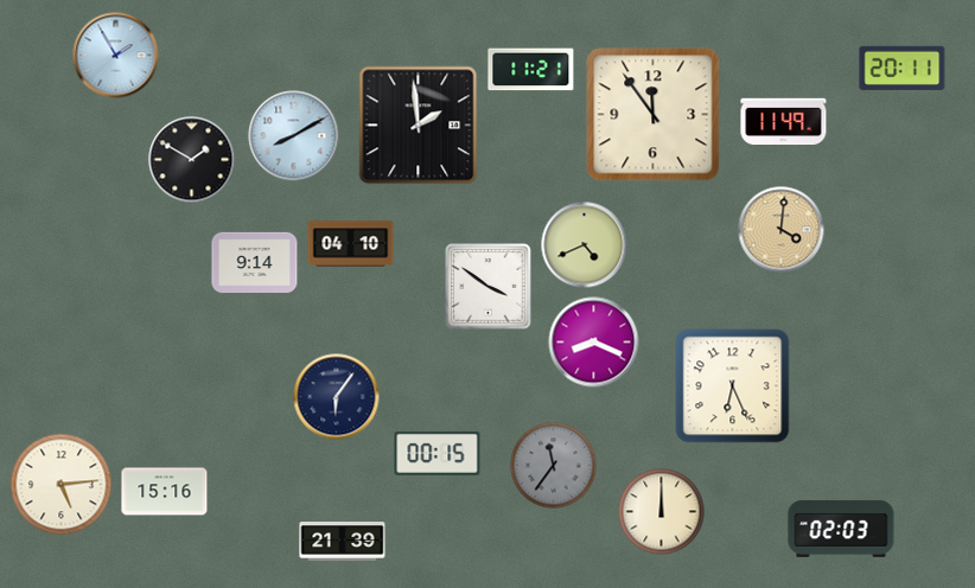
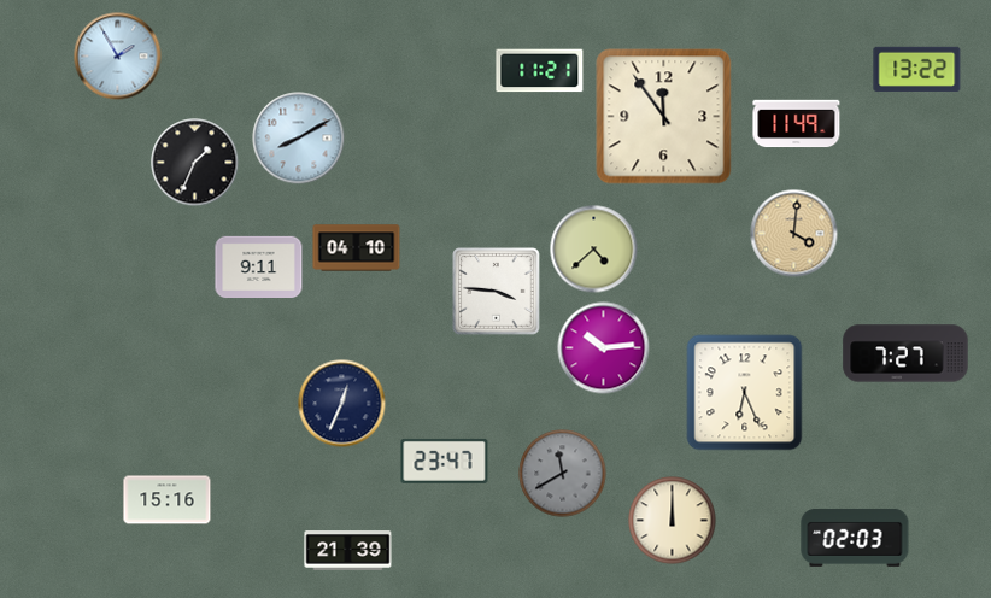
clock at (903, 68): 20:11 -> 13:22
clock at (419, 126): 1:59 -> none
clock at (192, 160): 1:50 -> 1:34
clock at (585, 245): 4:41 -> 4:38
clock at (255, 262): 9:14 -> 9:11
clock at (489, 287): 3:51 -> 3:46
clock at (594, 343): 8:19 -> 10:14
clock at (905, 353): none -> 7:27
clock at (337, 397): 6:06 -> 12:34
clock at (438, 453): 00:15 -> 23:47
clock at (554, 466): 11:36 -> 11:40
clock at (62, 485): 5:14 -> none
